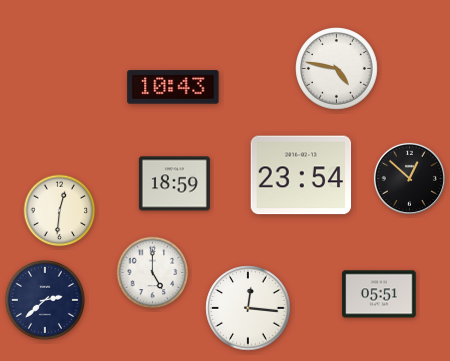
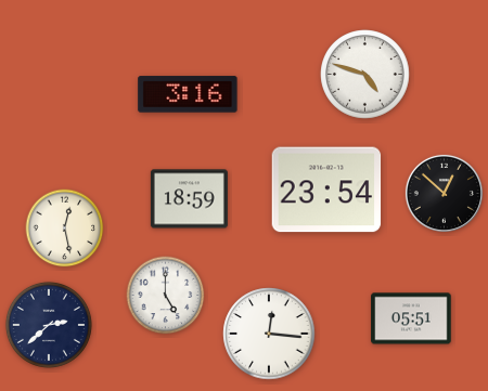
clock at (337, 69): 4:47 -> 4:48
clock at (173, 87): 10:43 -> 3:16
clock at (60, 211): 12:31 -> 12:28
